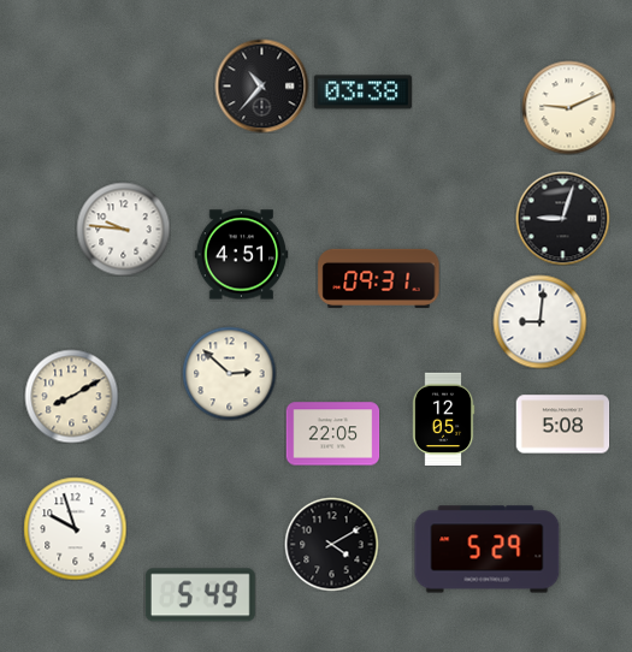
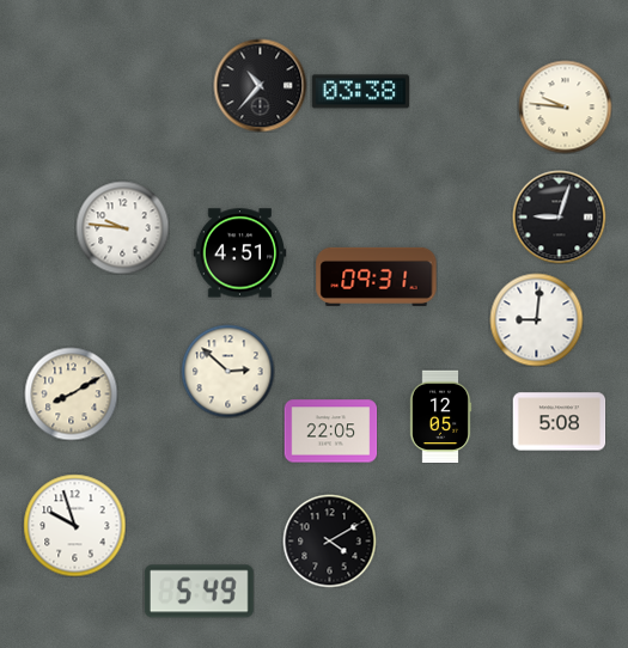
clock at (568, 107): 9:11 -> 9:46
clock at (488, 550): 5:29 -> none
